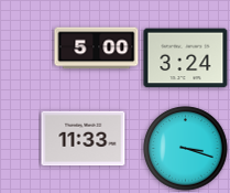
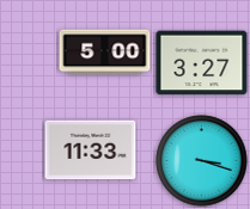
clock at (186, 58): 3:24 -> 3:27
